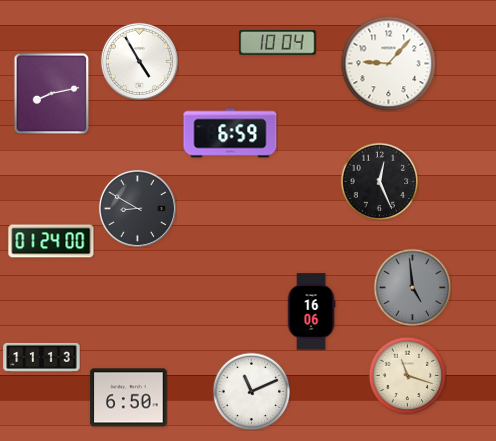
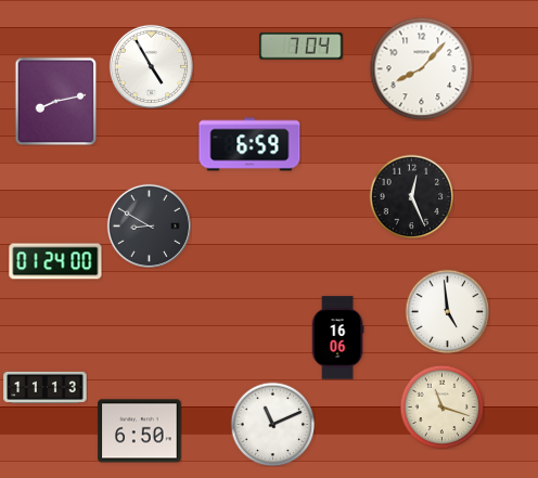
clock at (278, 43): 10:04 -> 7:04
clock at (388, 63): 9:07 -> 8:07
clock at (412, 287) dial: grey -> white
